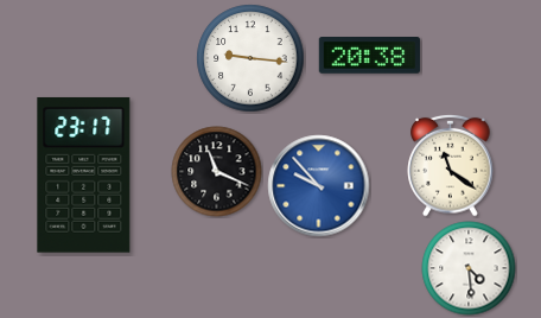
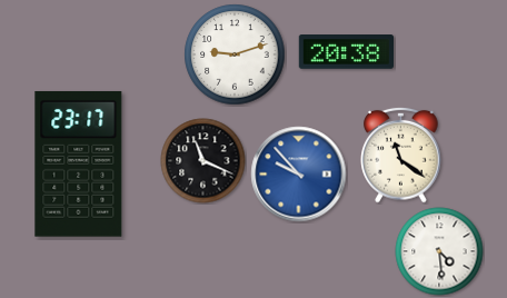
clock at (250, 58): 9:16 -> 9:12
clock at (451, 165) position: (451, 165) -> (401, 155)
